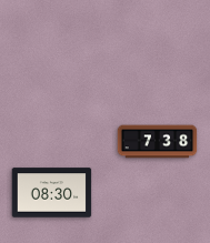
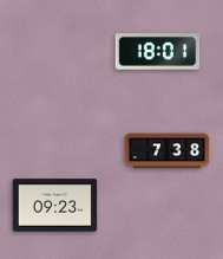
clock at (158, 52): none -> 18:01
clock at (52, 193): 08:30 -> 09:23
